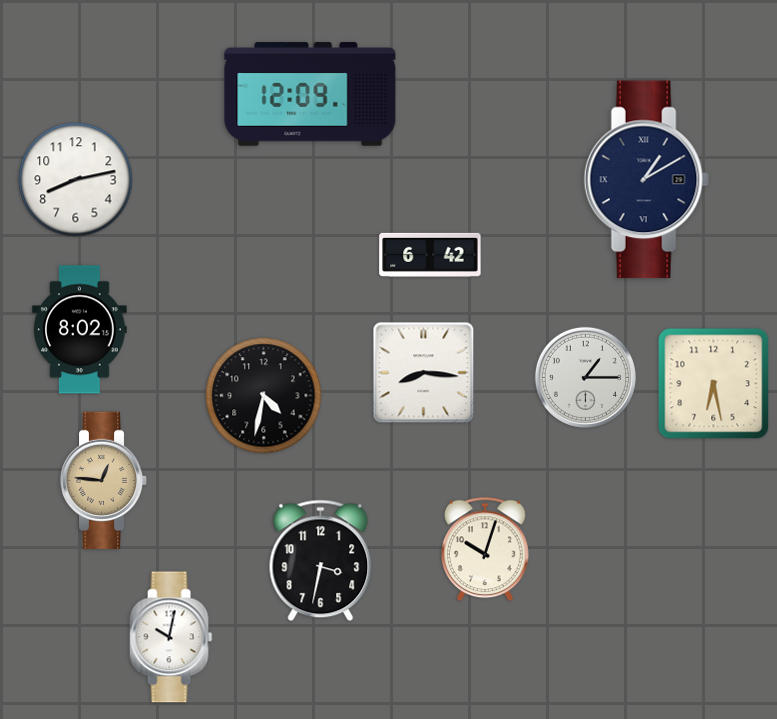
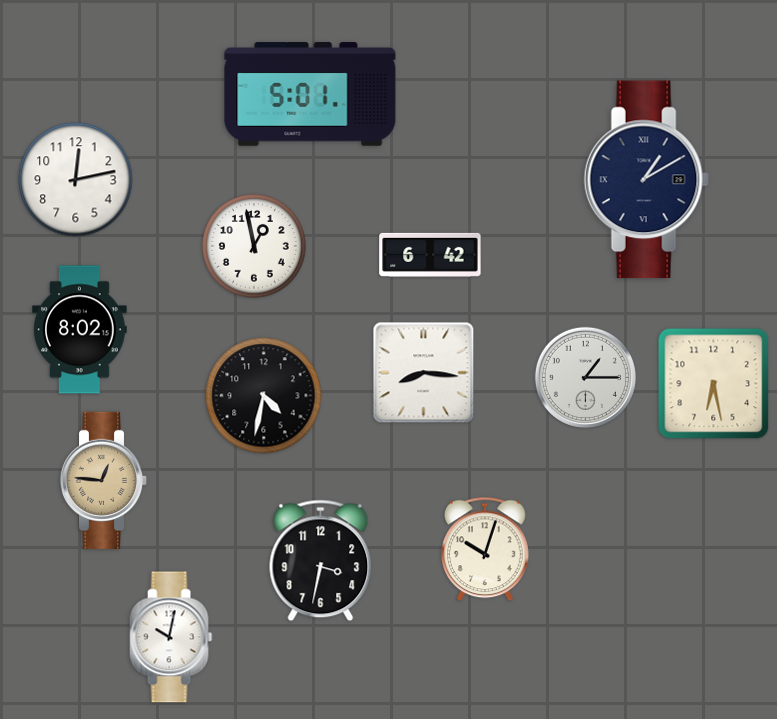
clock at (310, 94): 12:09 -> 5:01
clock at (76, 180): 8:13 -> 12:13
clock at (255, 247): none -> 12:58
